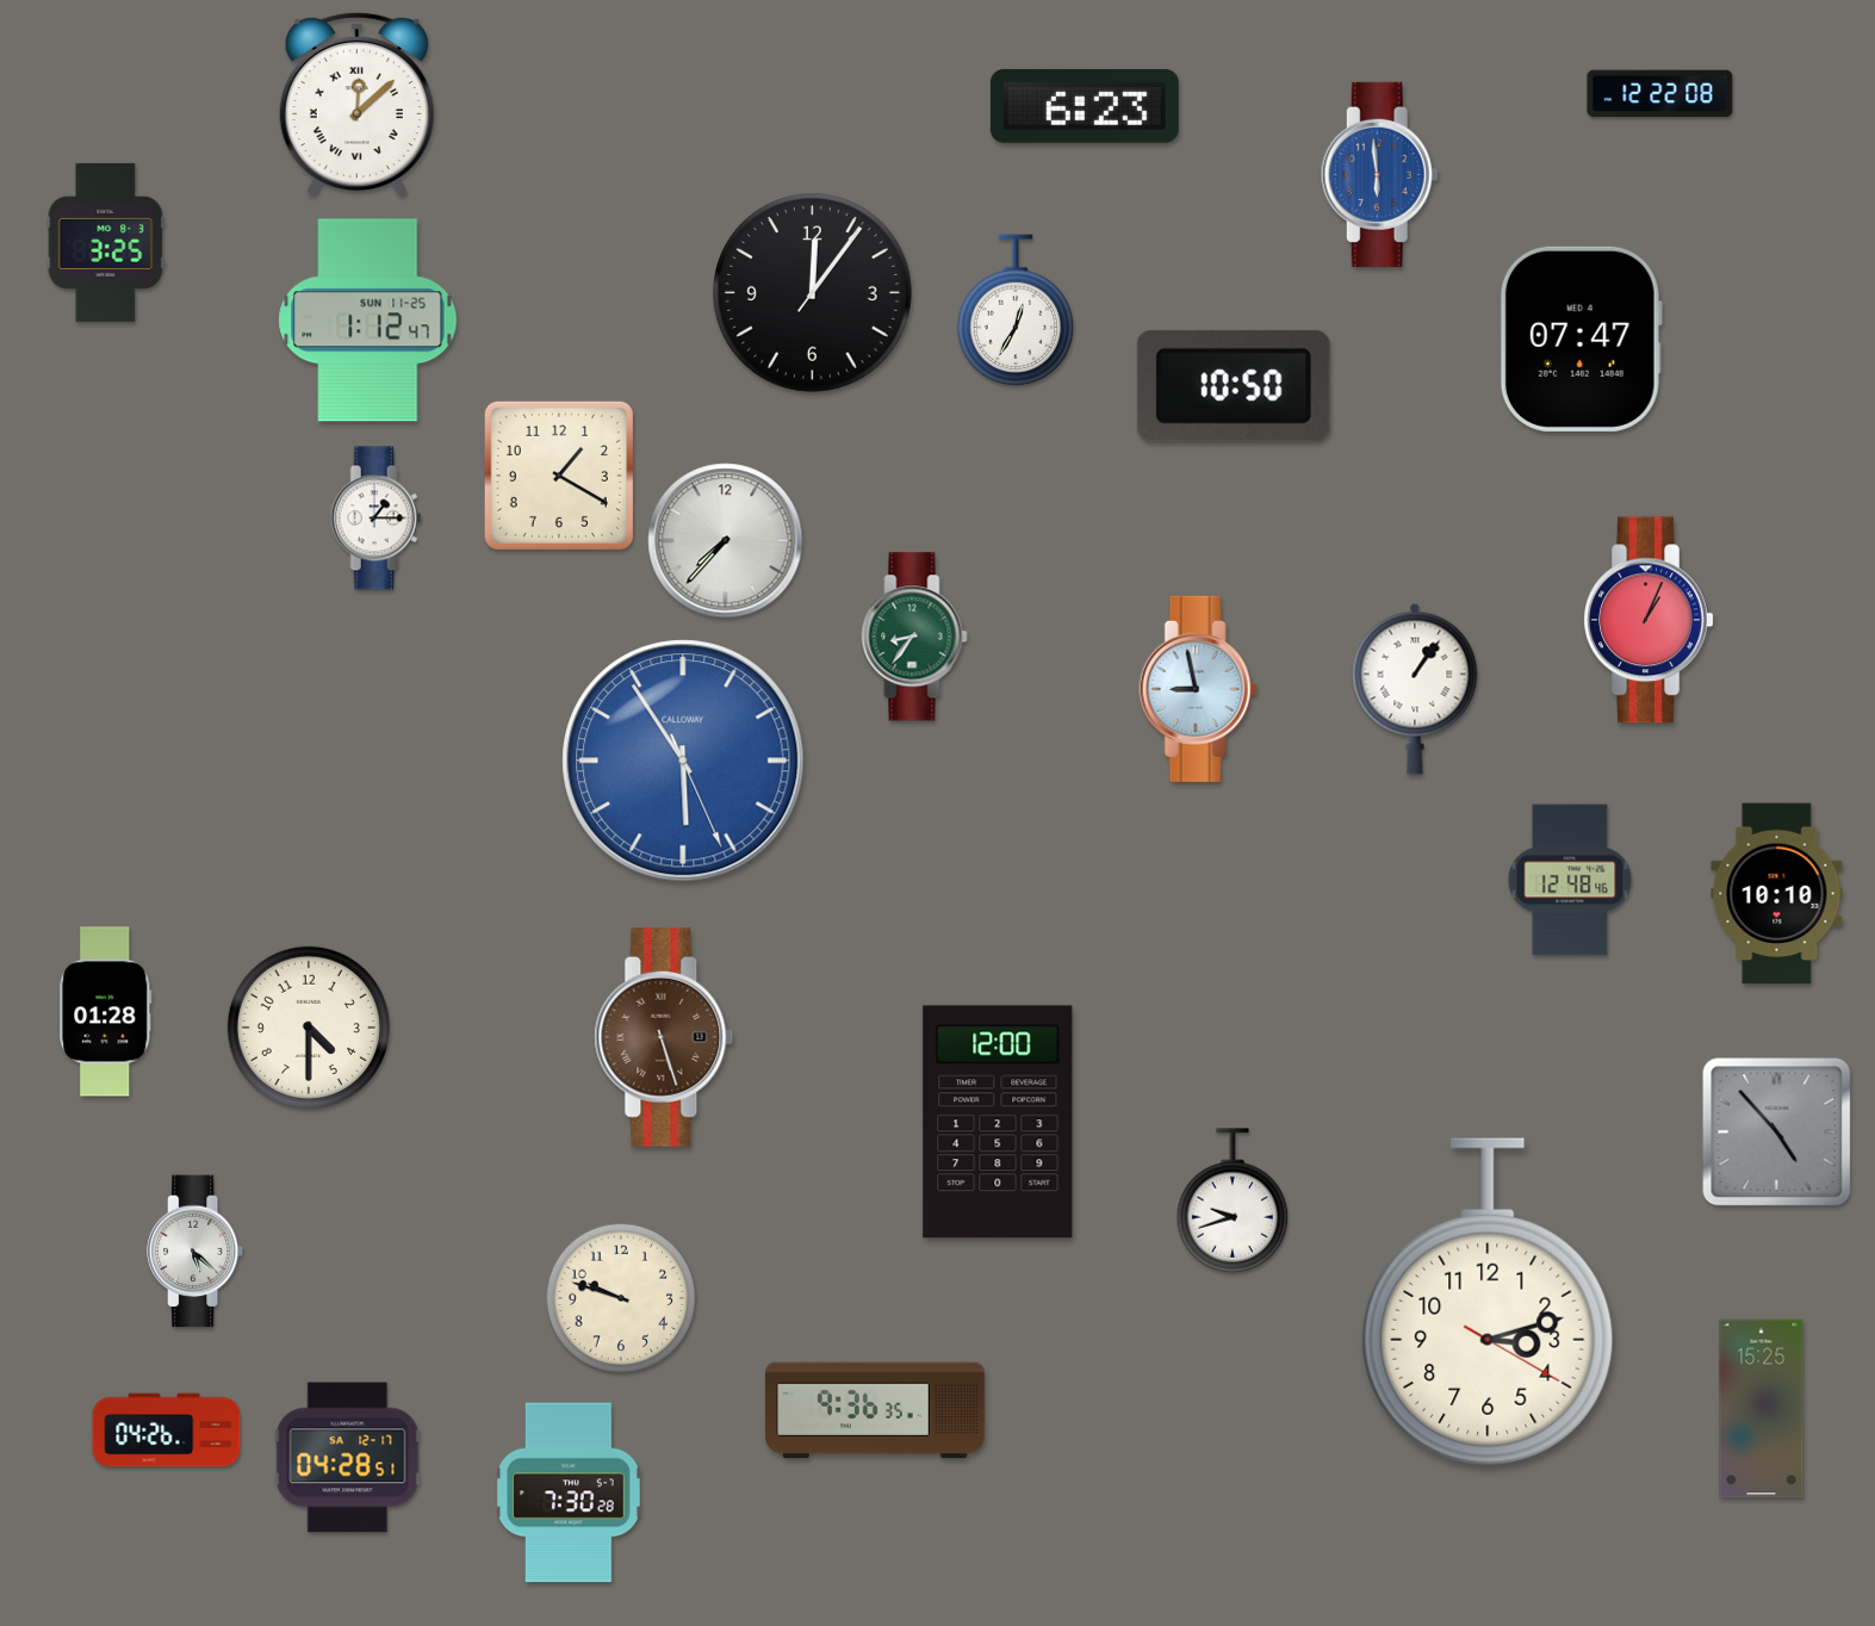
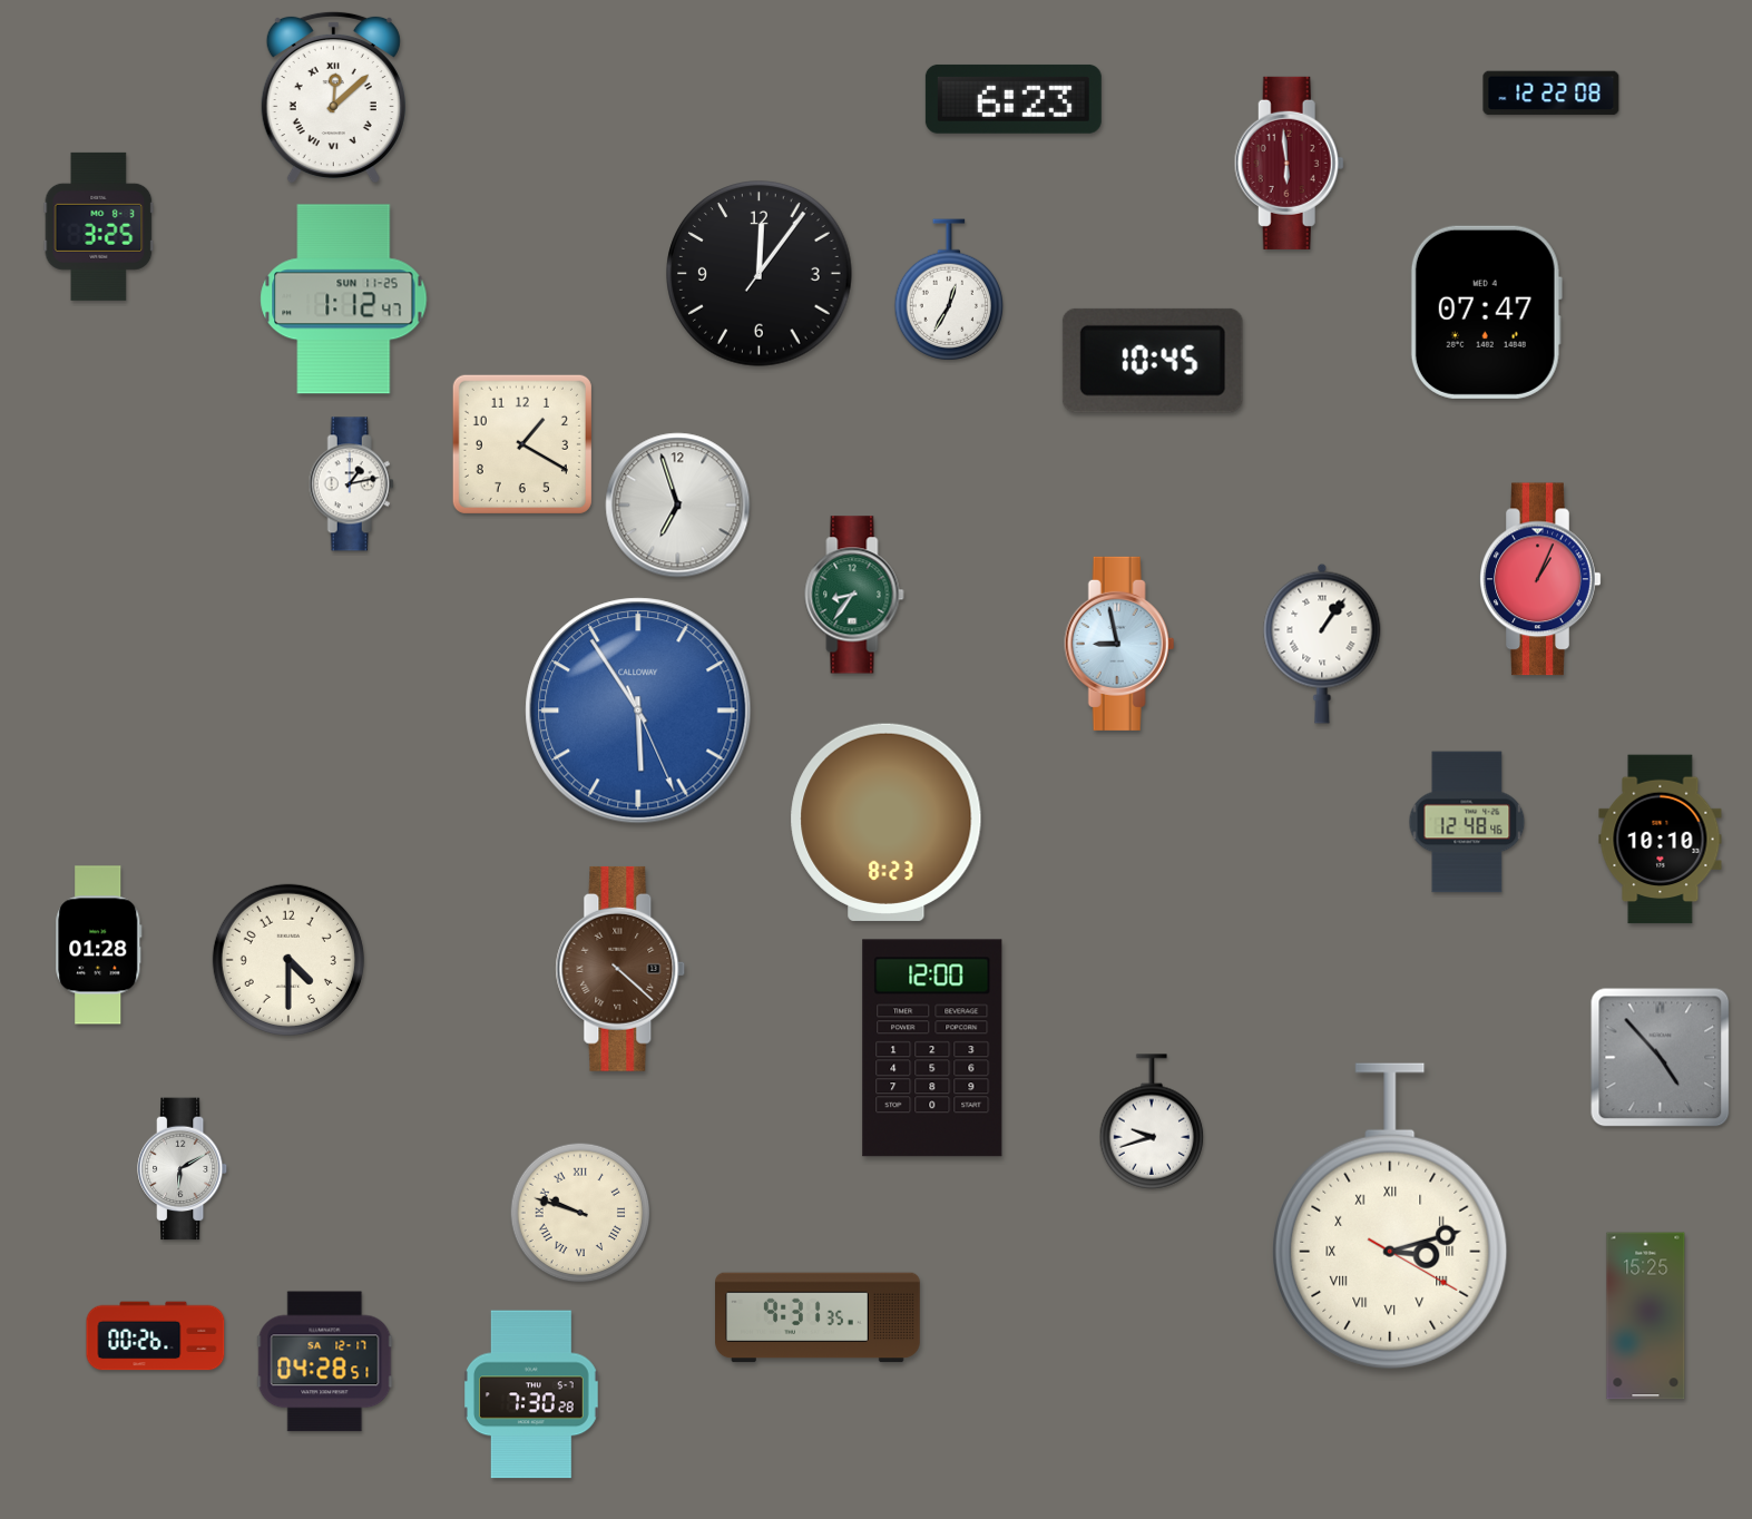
clock at (1660, 94) position: (1660, 94) -> (1552, 94)
clock at (1379, 174) dial: blue -> burgundy
clock at (1581, 339) position: (1581, 339) -> (1486, 312)
clock at (1234, 386): 10:50 -> 10:45
clock at (375, 519): 1:15 -> 1:13
clock at (726, 541): 7:37 -> 6:57
clock at (887, 822): none -> 8:23
clock at (1777, 894) position: (1777, 894) -> (1661, 840)
clock at (664, 1037): 5:27 -> 4:22
clock at (197, 1252): 5:22 -> 6:10
clock at (621, 1298) numerals: Arabic -> Roman
clock at (1488, 1302) numerals: Arabic -> Roman
clock at (876, 1410): 9:36 -> 9:31
clock at (167, 1430): 04:26 -> 00:26
